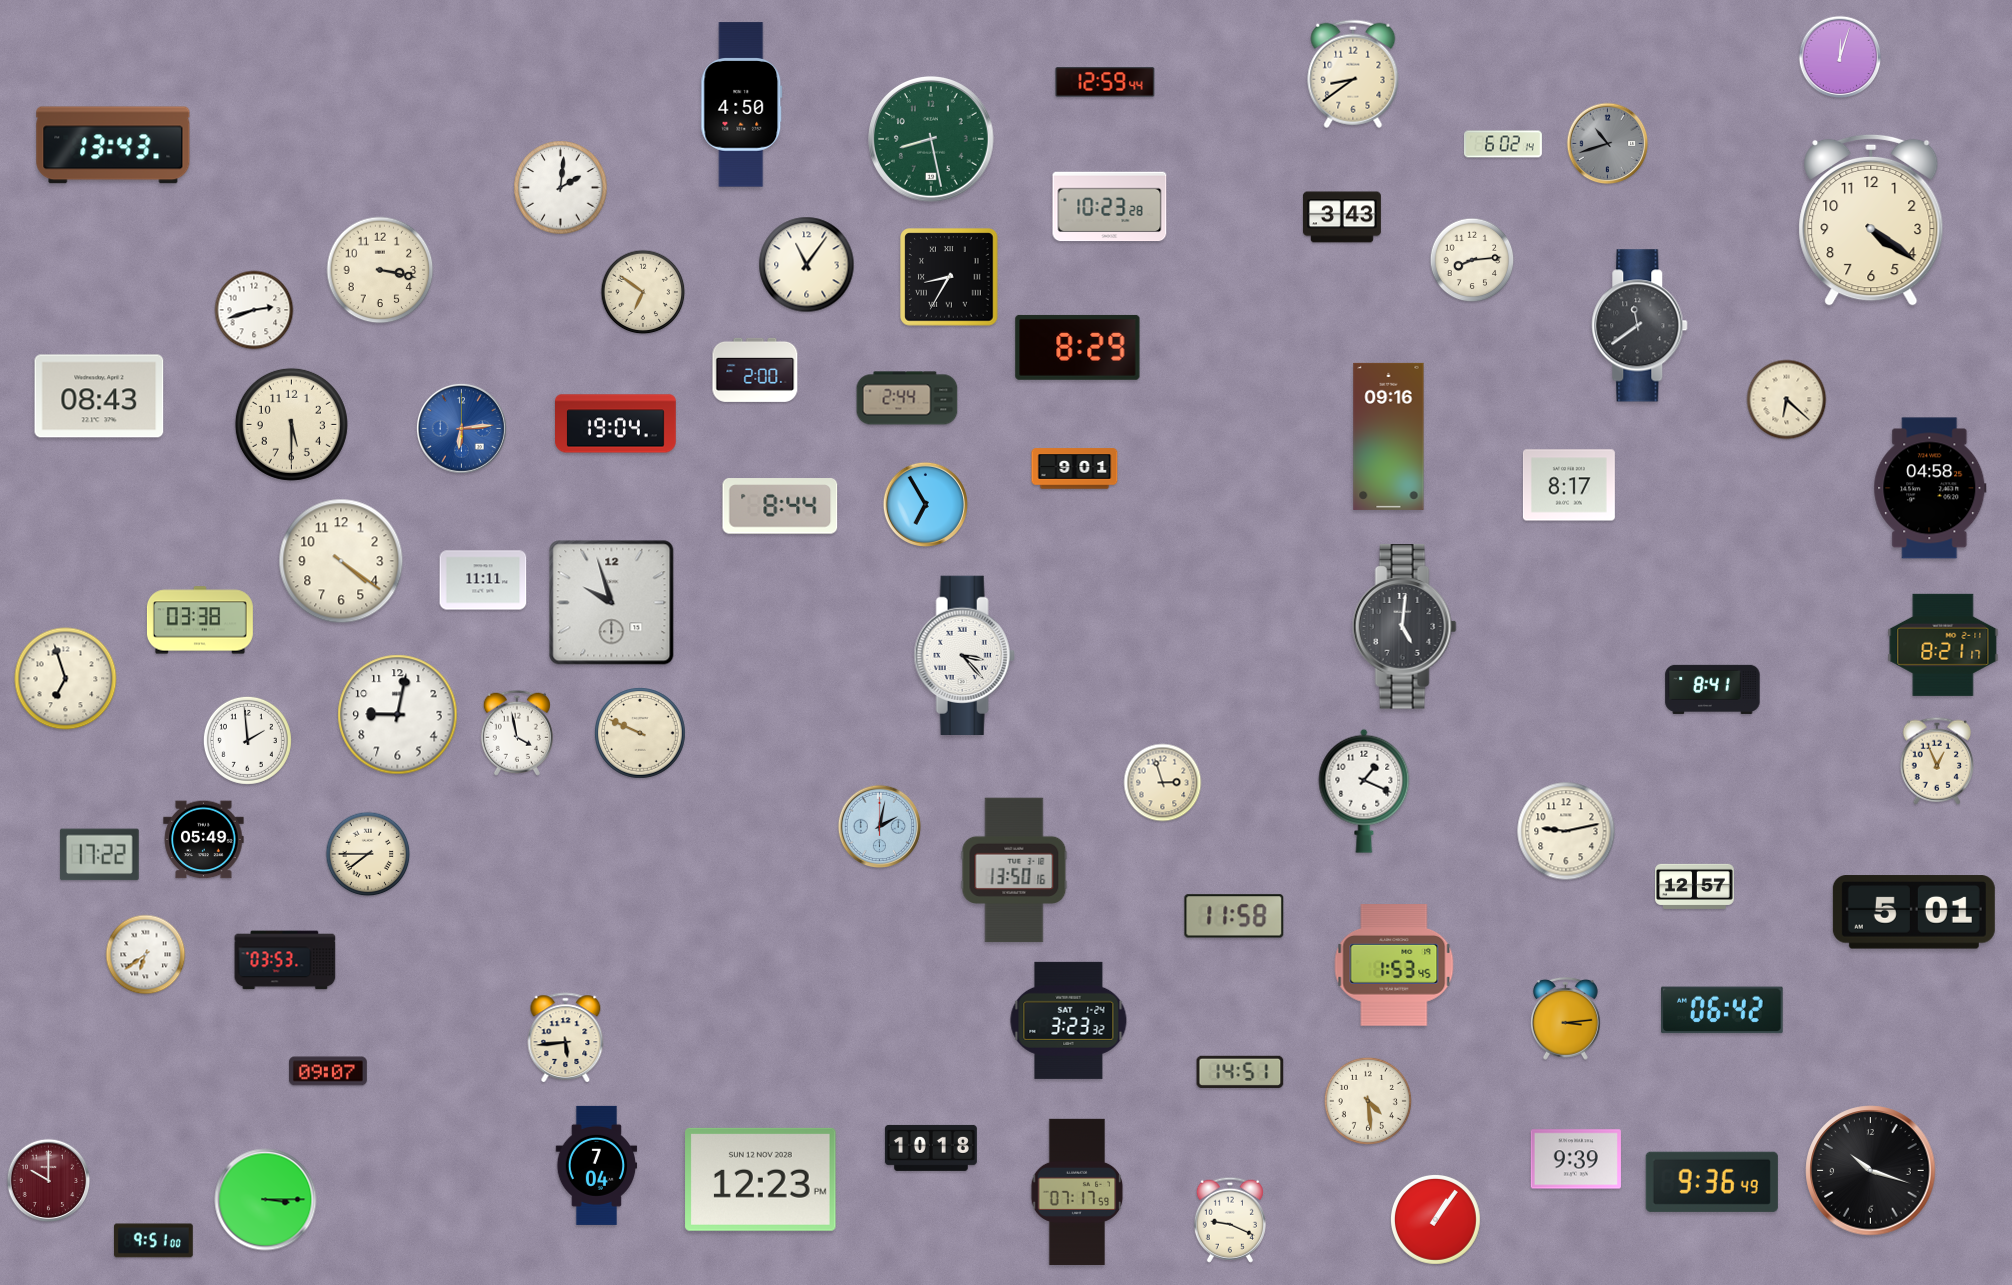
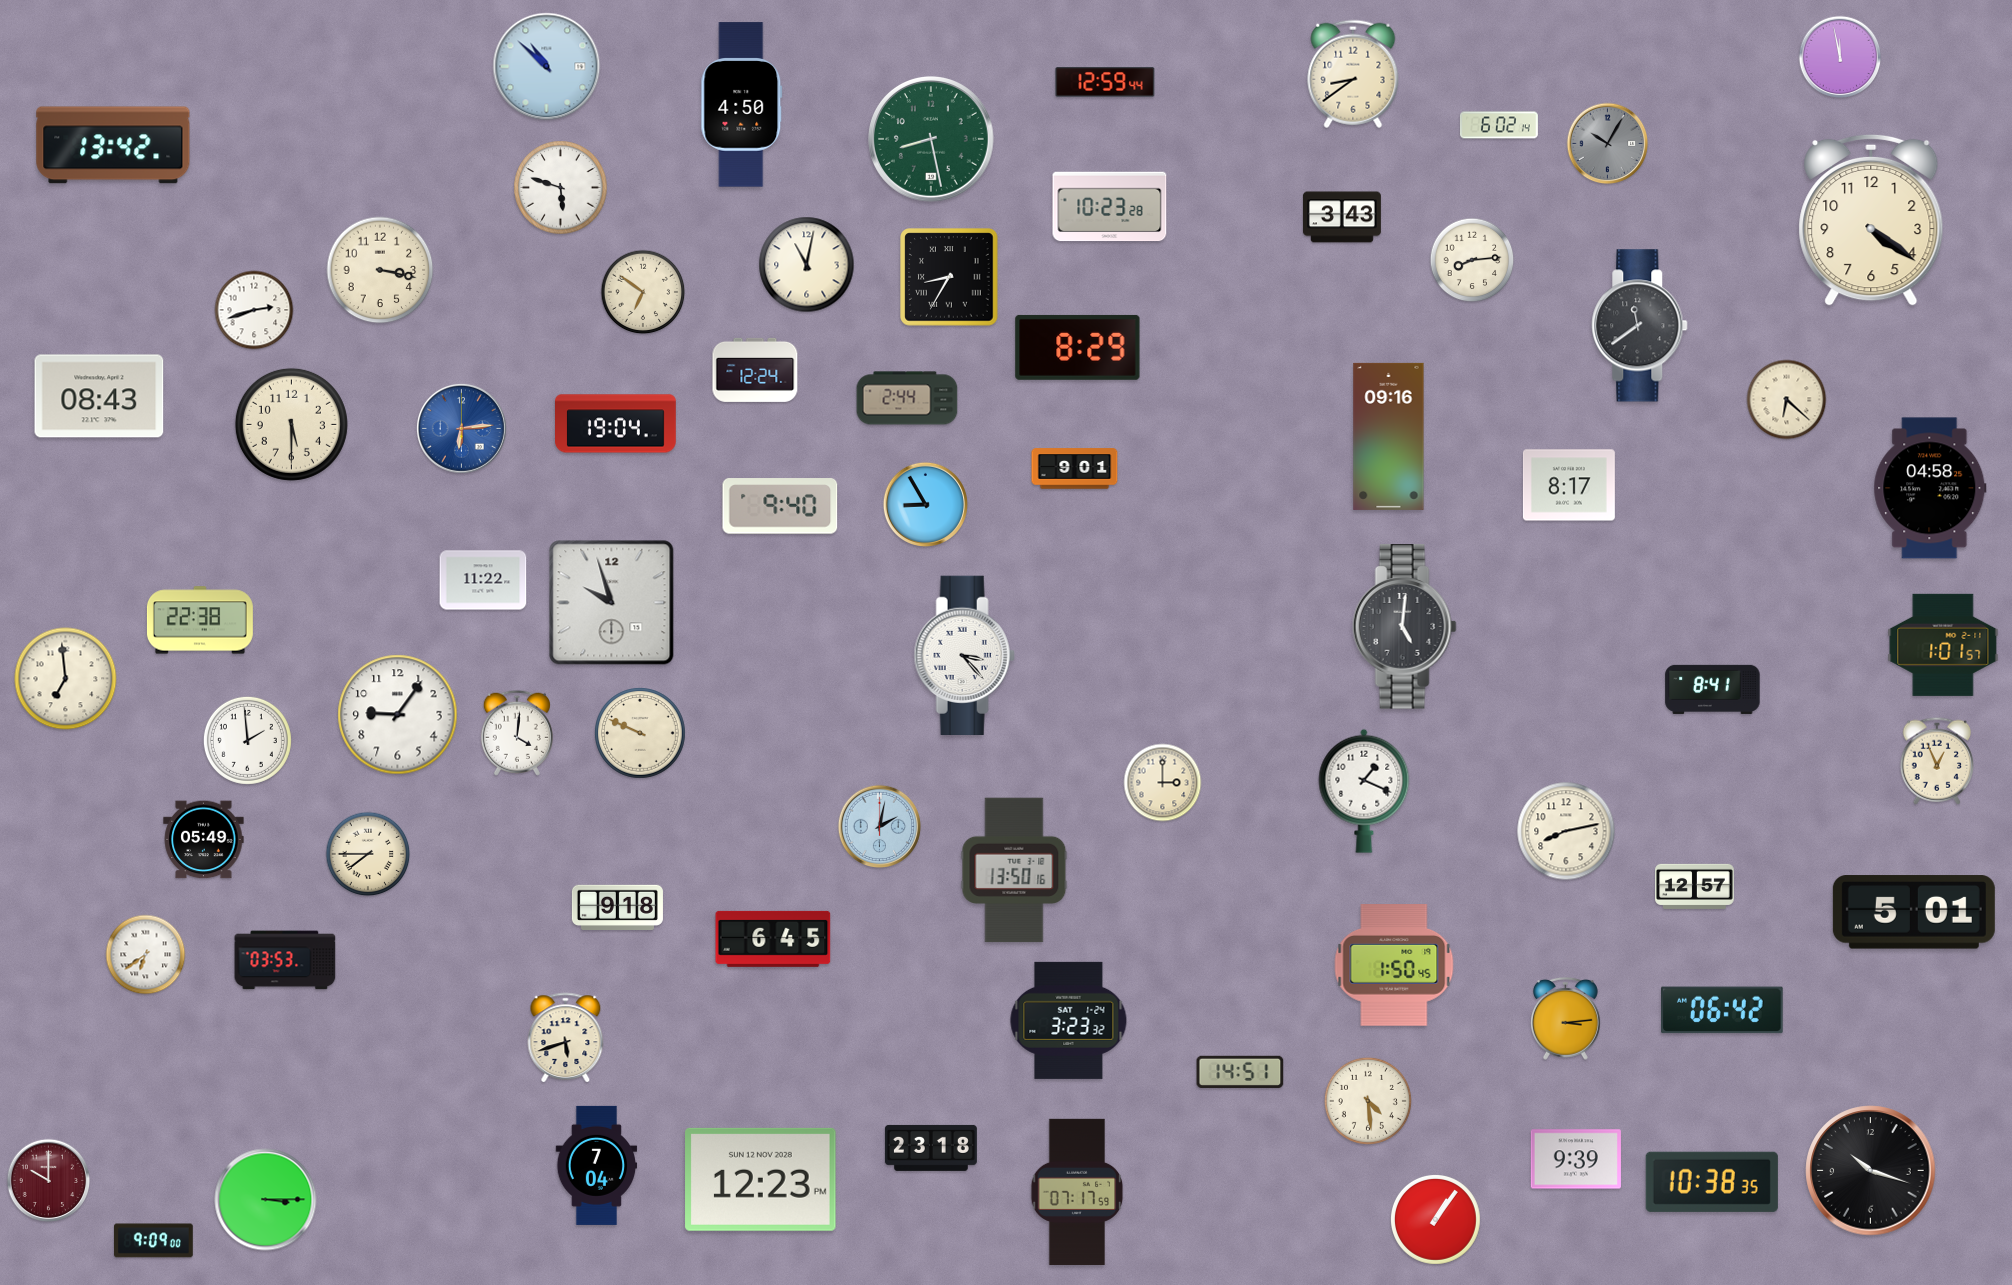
clock at (1840, 57): 12:03 -> 11:58
clock at (547, 67): none -> 10:52
clock at (1503, 144) position: (1503, 144) -> (1499, 125)
clock at (1608, 144): 10:42 -> 10:05
clock at (113, 145): 13:43 -> 13:42
clock at (561, 188): 2:01 -> 5:48
clock at (807, 265): 11:06 -> 11:02
clock at (755, 370): 2:00 -> 12:24
clock at (925, 504): 6:55 -> 8:55
clock at (780, 506): 8:44 -> 9:40
clock at (341, 561): 4:21 -> none
clock at (483, 580): 11:11 -> 11:22
clock at (200, 620): 03:38 -> 22:38
clock at (1943, 645): 8:21 -> 1:01
clock at (66, 679): 6:57 -> 6:59
clock at (398, 715): 9:02 -> 9:06
clock at (517, 733): 3:58 -> 4:01
clock at (1163, 783): 2:57 -> 3:00
clock at (1566, 831): 9:13 -> 8:13
clock at (99, 855): 17:22 -> none
clock at (617, 907): none -> 9:18
clock at (1234, 916): 11:58 -> none
clock at (773, 939): none -> 6:45
clock at (1394, 966): 1:53 -> 1:50
clock at (566, 1038): 5:44 -> 5:42
clock at (328, 1071): 09:07 -> none
clock at (931, 1148): 10:18 -> 23:18
clock at (1712, 1182): 9:36 -> 10:38
clock at (1230, 1220): 9:19 -> none
clock at (154, 1241): 9:51 -> 9:09
